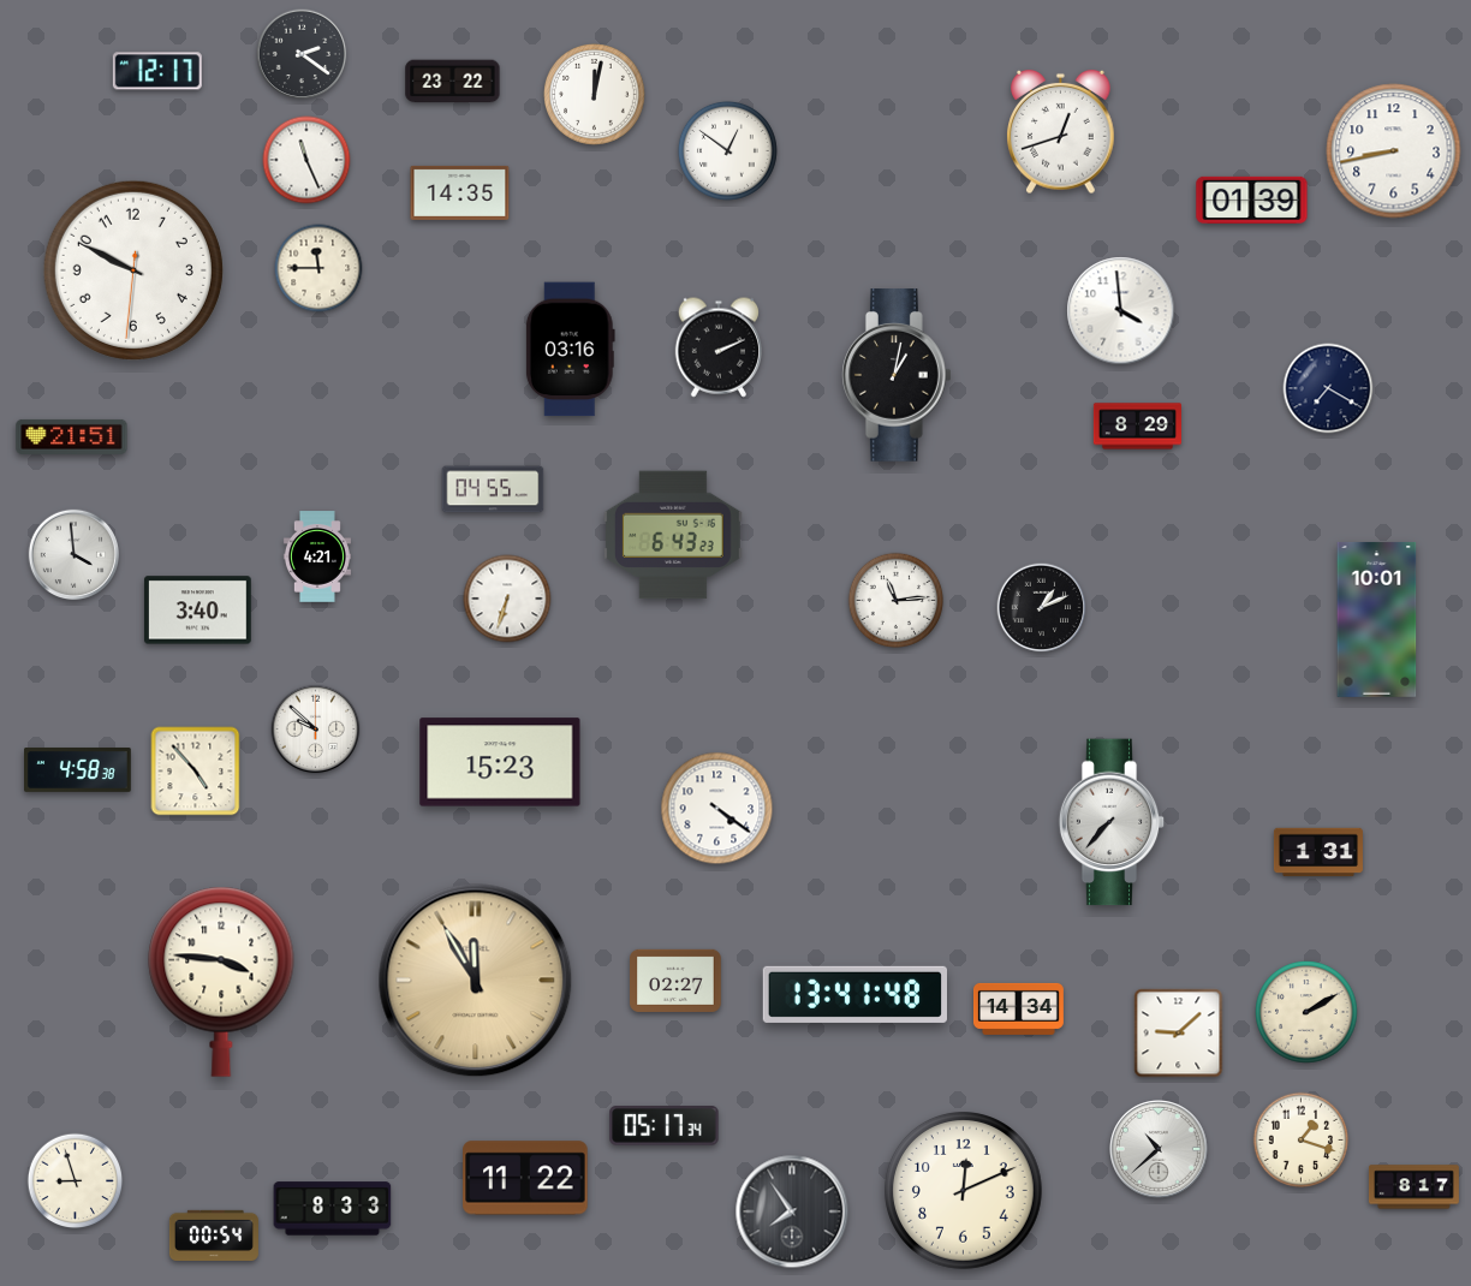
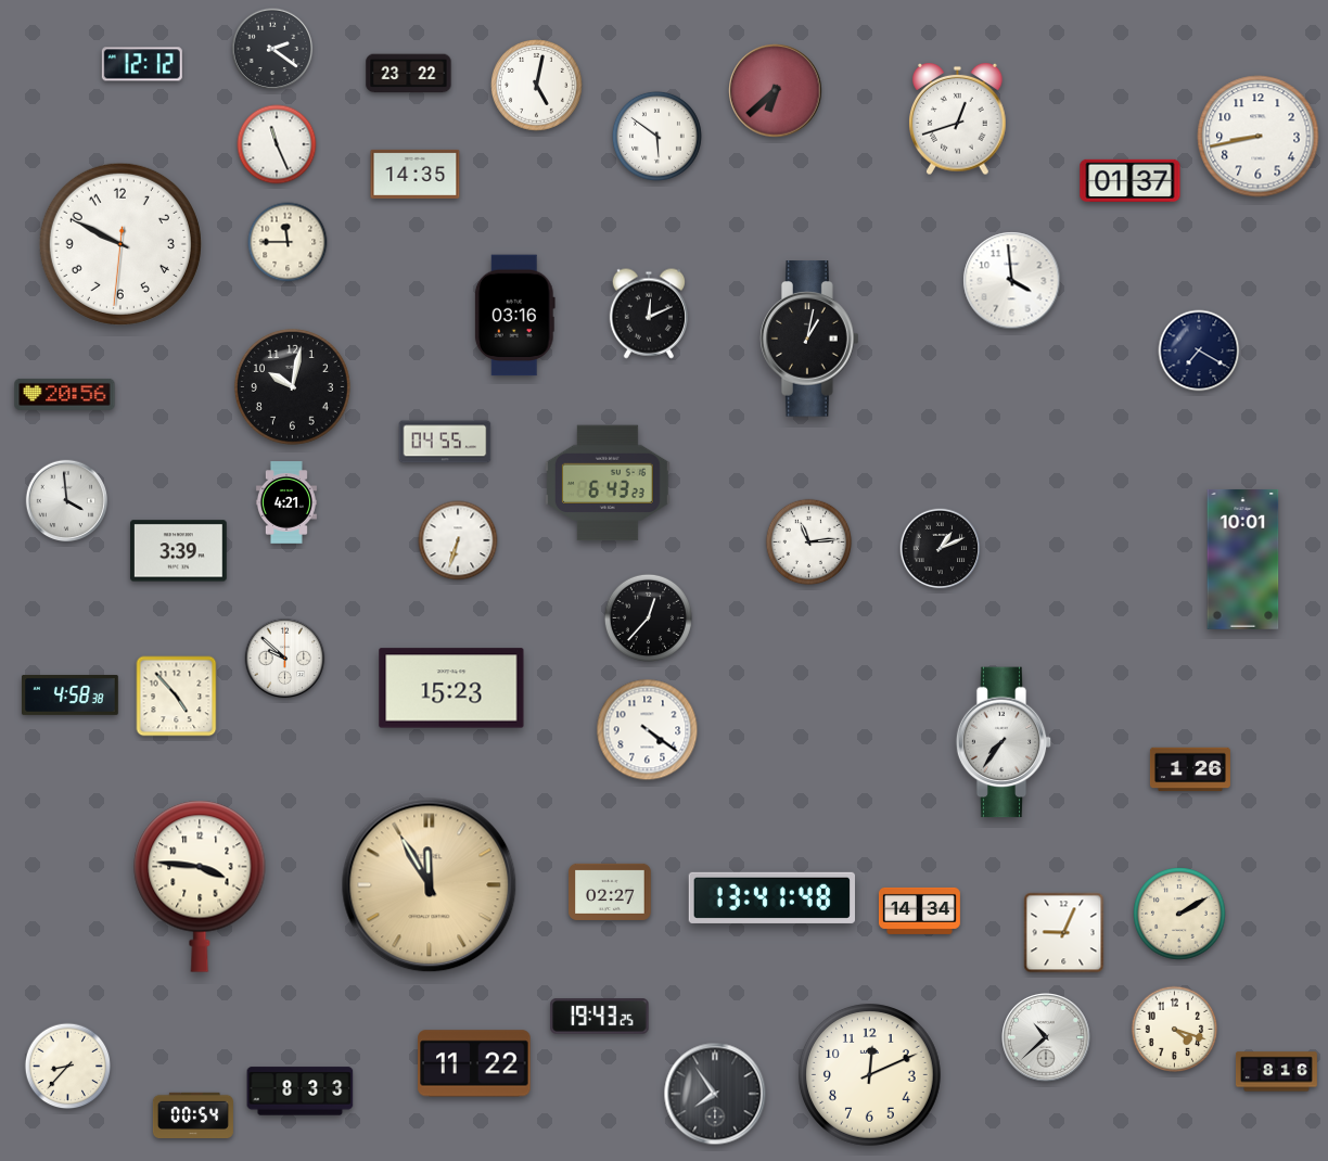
clock at (157, 71): 12:17 -> 12:12
clock at (595, 95): 12:02 -> 5:02
clock at (776, 91): none -> 6:38
clock at (727, 150): 12:51 -> 5:51
clock at (1252, 200): 01:39 -> 01:37
clock at (717, 347): 2:11 -> 12:11
clock at (1137, 427): 8:29 -> none
clock at (292, 386): none -> 10:02
clock at (72, 436): 21:51 -> 20:56
clock at (197, 611): 3:40 -> 3:39
clock at (648, 617): none -> 12:37
clock at (1112, 822): 7:37 -> 7:36
clock at (1318, 852): 1:31 -> 1:26
clock at (675, 981) position: (675, 981) -> (610, 892)
clock at (1179, 1034): 9:08 -> 9:04
clock at (665, 1126): 05:17 -> 19:43
clock at (1302, 1141): 1:18 -> 4:18
clock at (76, 1181): 8:57 -> 8:37
clock at (1413, 1187): 8:17 -> 8:16
